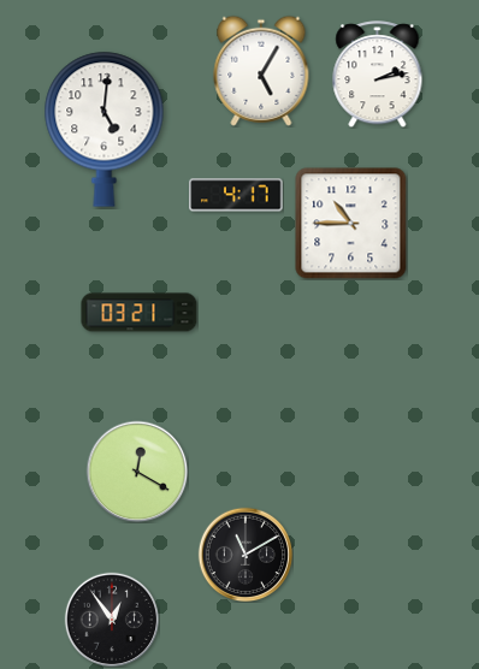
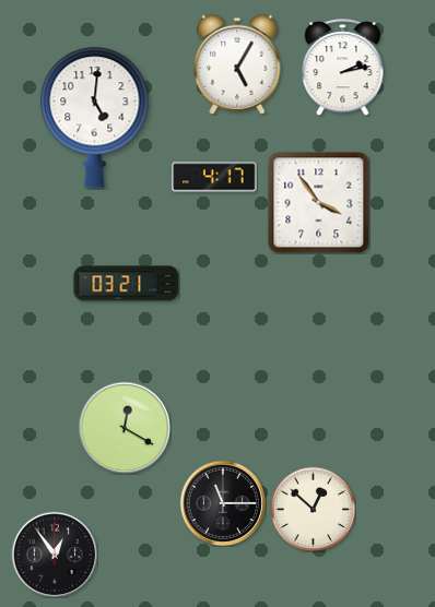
clock at (351, 224): 10:45 -> 3:54
clock at (246, 555): 11:10 -> 11:15
clock at (313, 509): none -> 12:52
clock at (112, 620) position: (112, 620) -> (55, 555)
